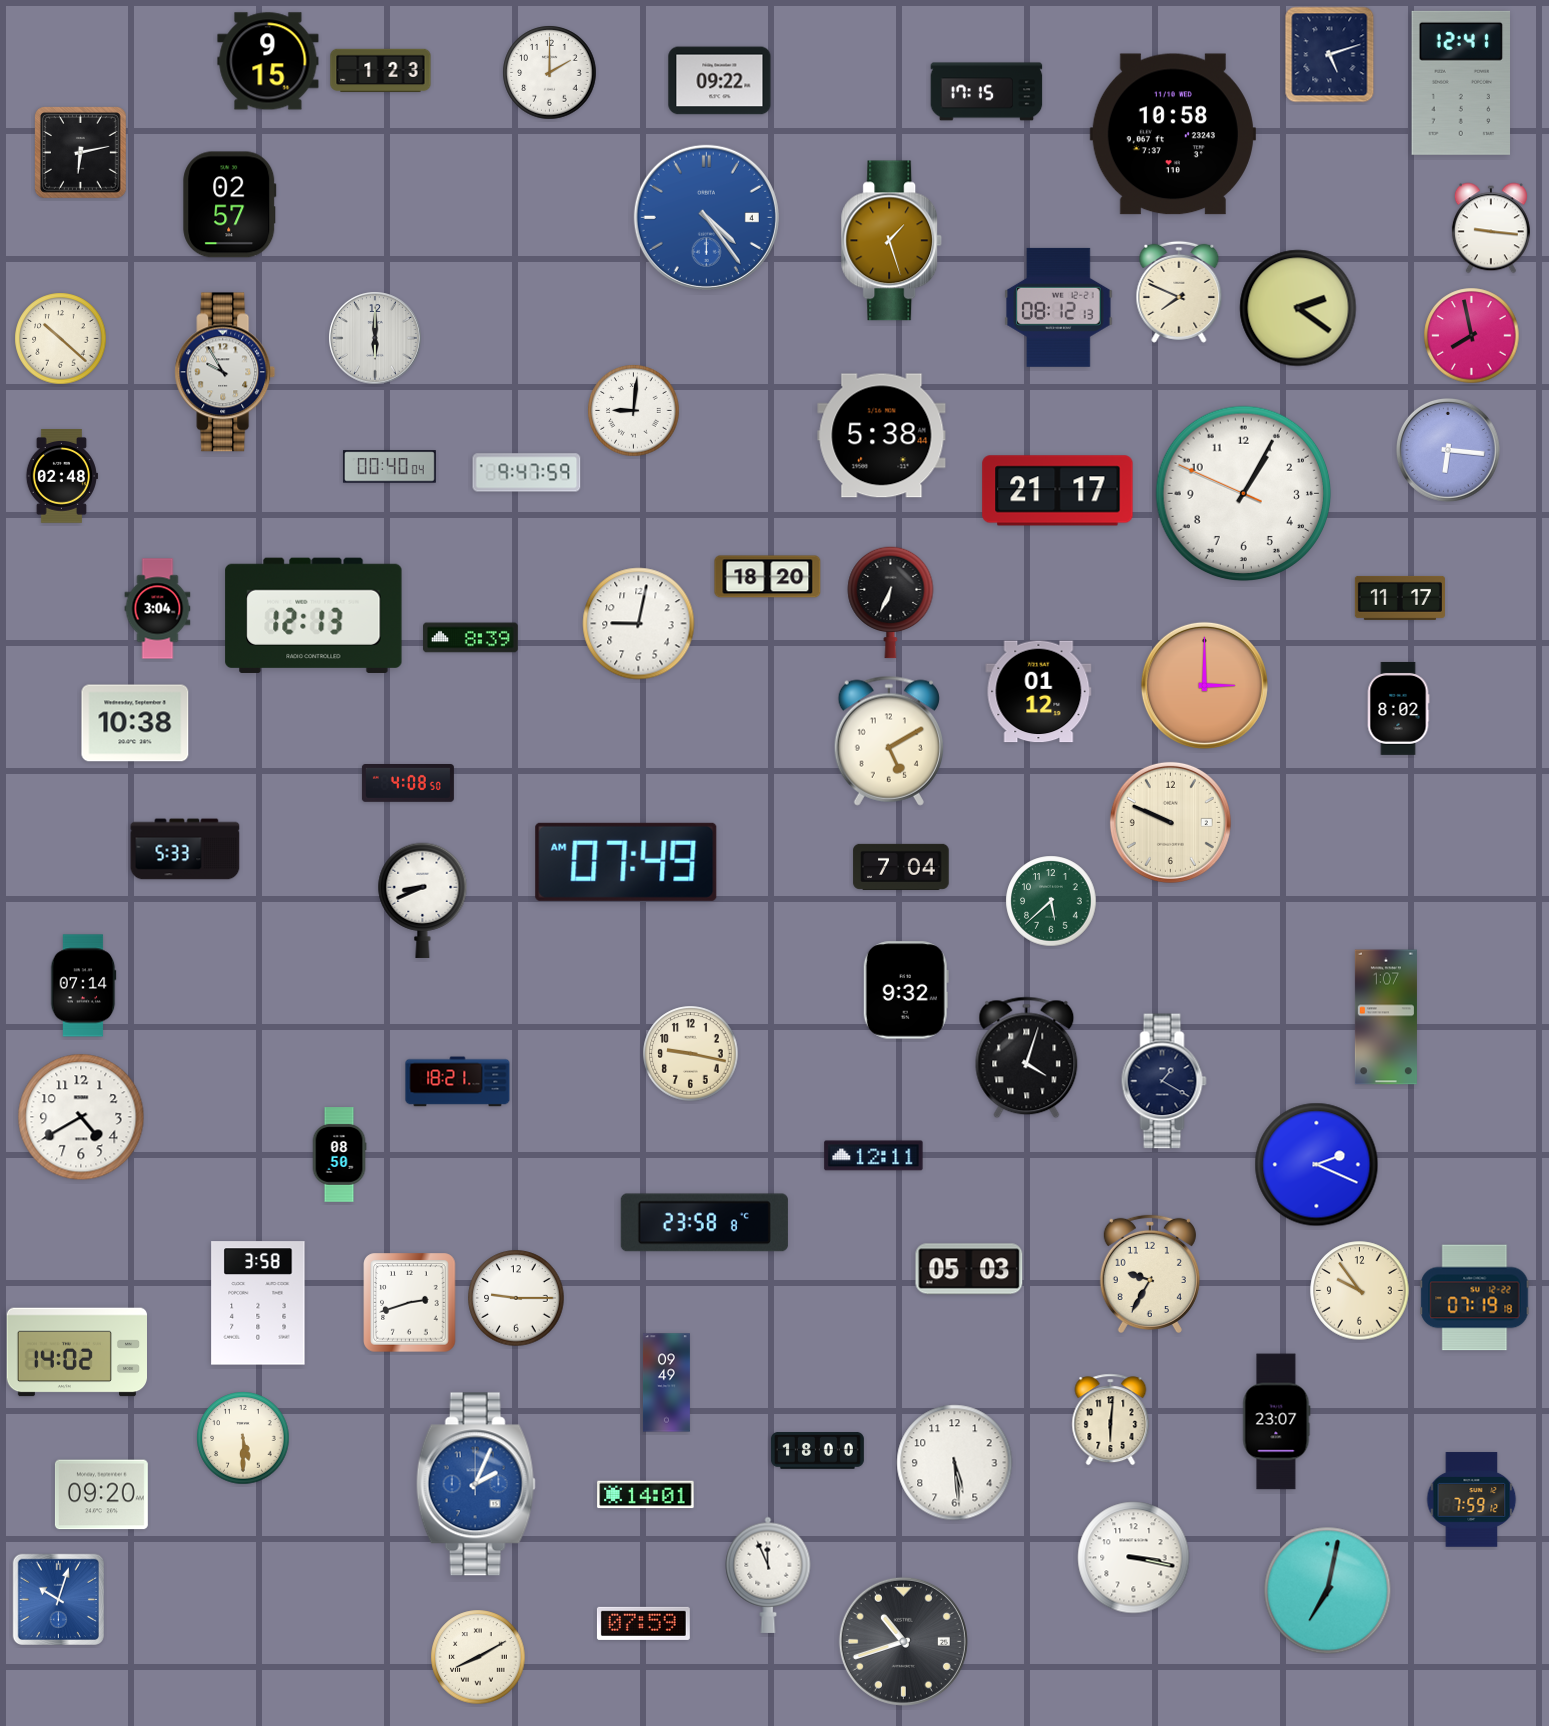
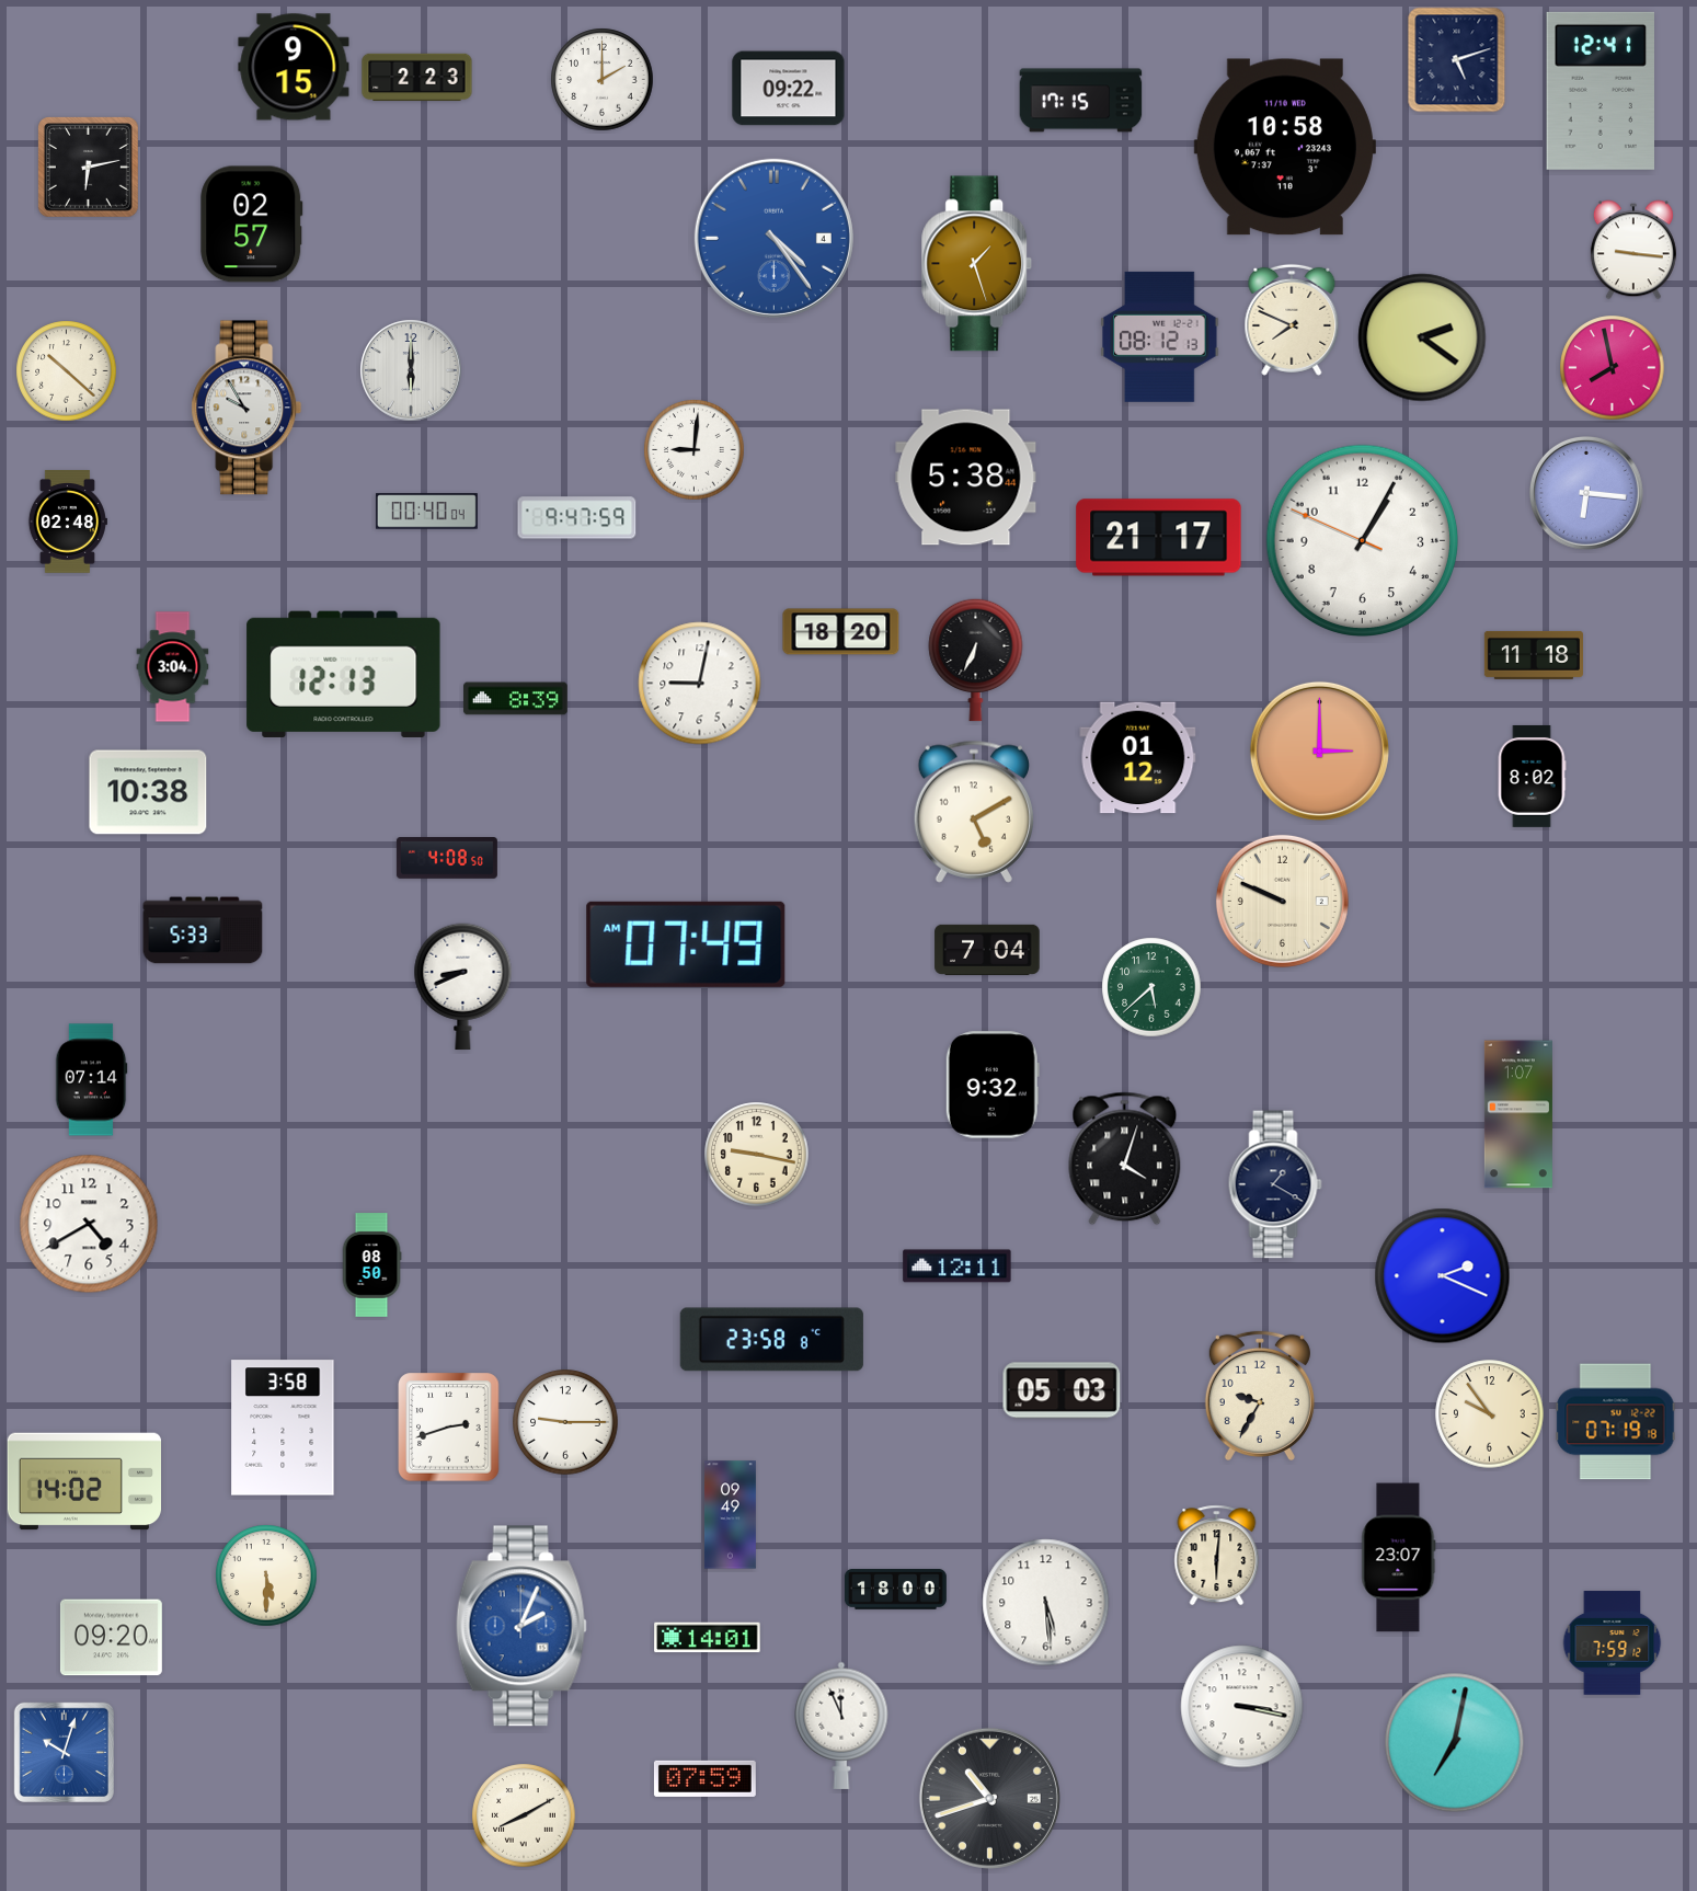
clock at (381, 71): 1:23 -> 2:23
clock at (1400, 598): 11:17 -> 11:18
clock at (458, 1082): 18:21 -> none
